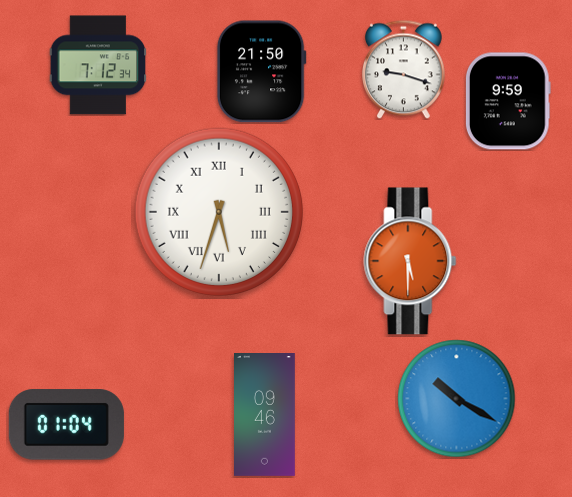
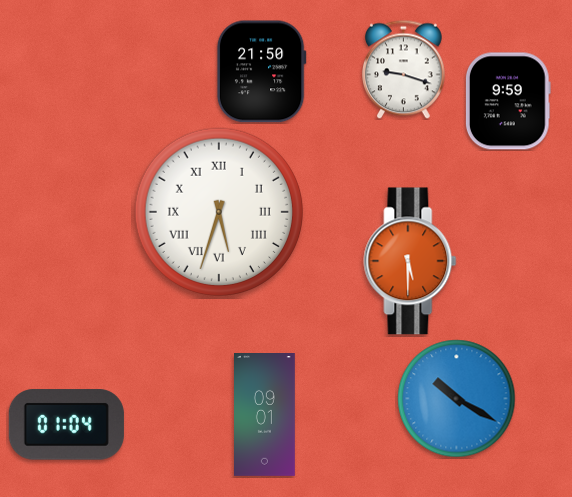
clock at (98, 65): 7:12 -> none
clock at (265, 415): 09:46 -> 09:01
